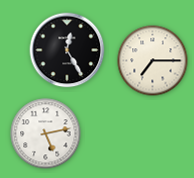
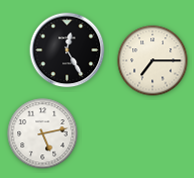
clock at (46, 134) position: (46, 134) -> (43, 134)
